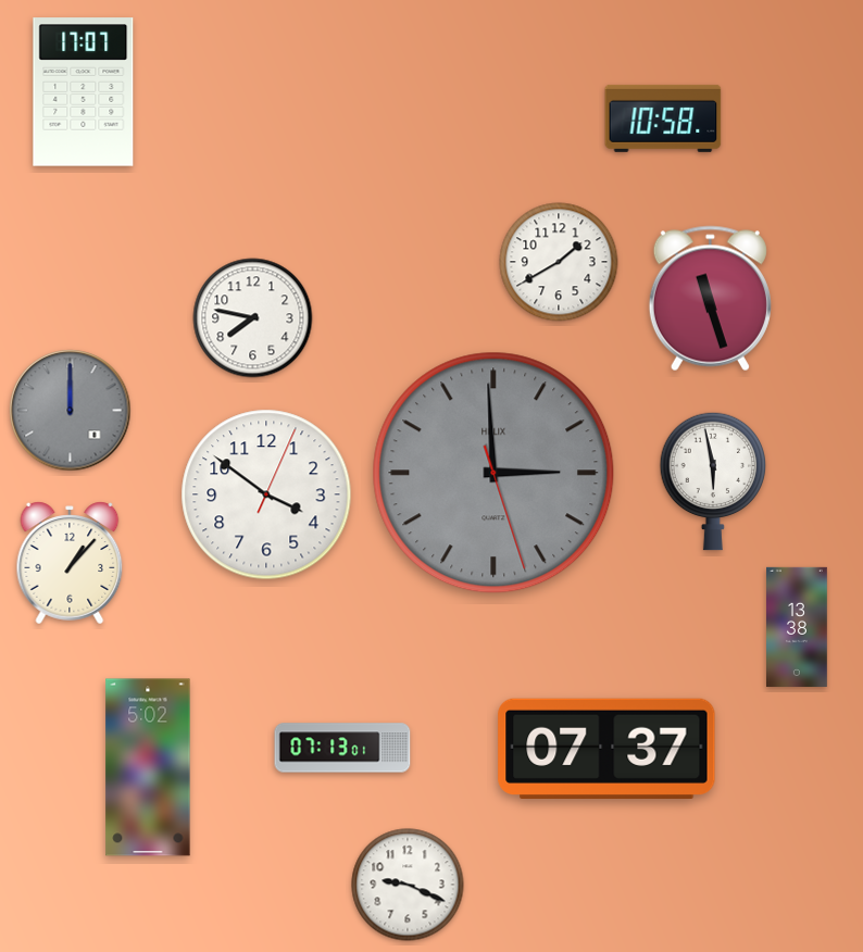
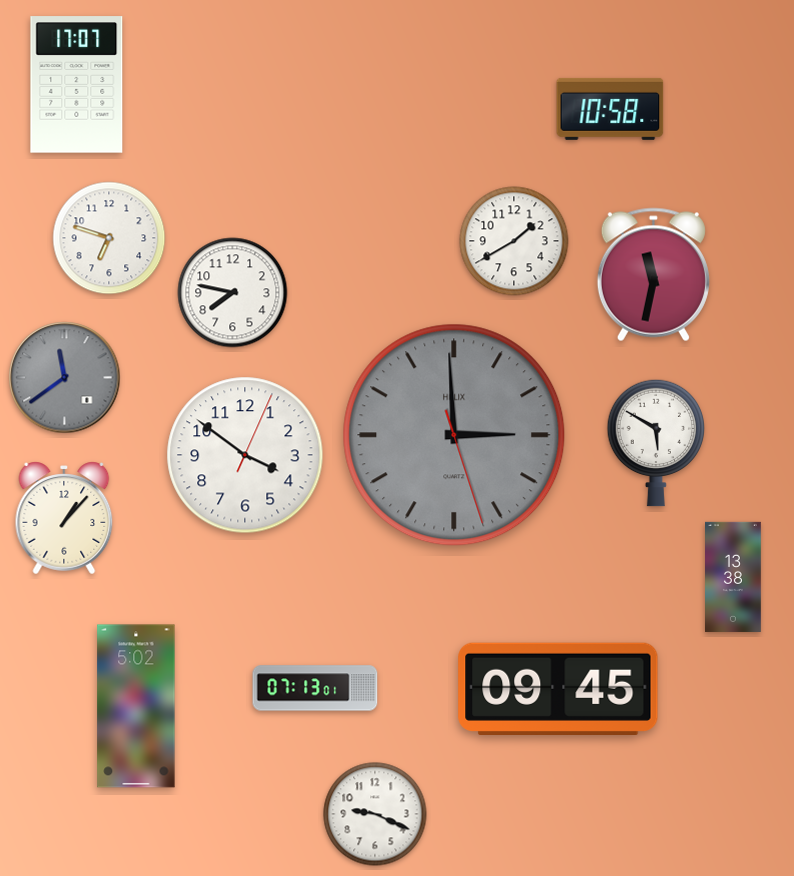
clock at (109, 238): none -> 6:48
clock at (710, 299): 11:27 -> 11:32
clock at (71, 411): 12:00 -> 11:39
clock at (713, 481): 5:58 -> 5:50
clock at (606, 748): 07:37 -> 09:45
